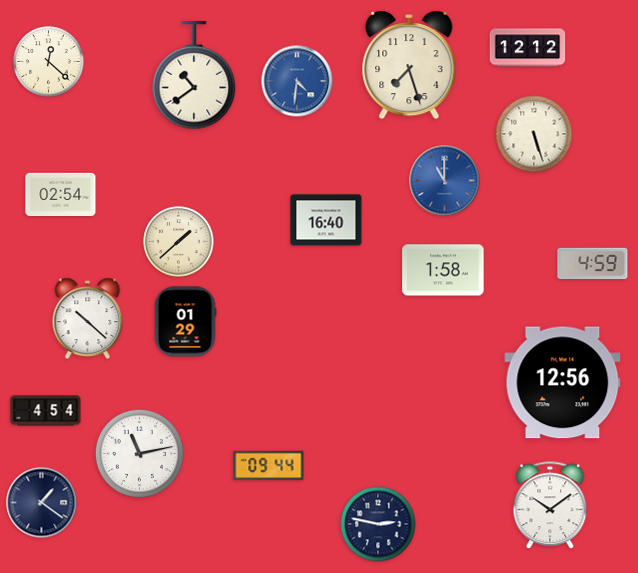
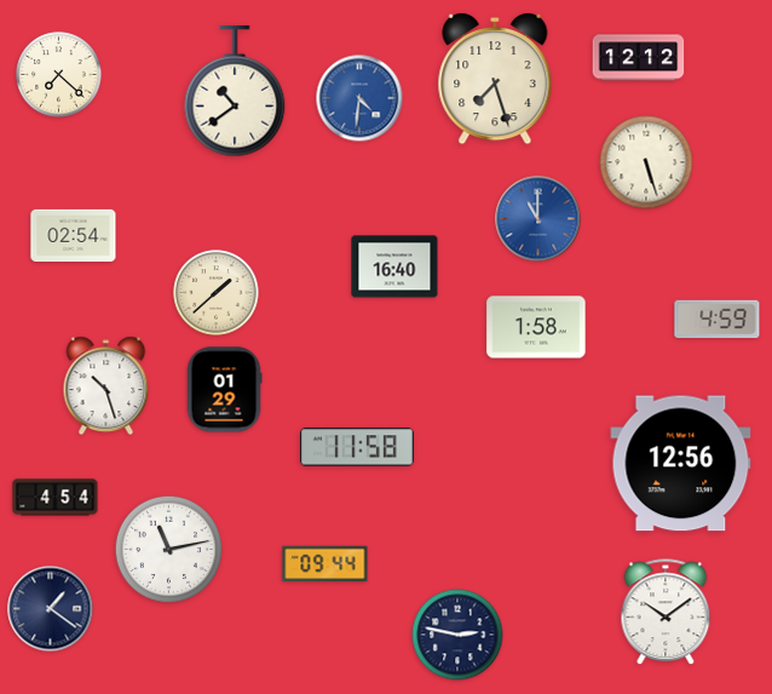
clock at (49, 62): 12:22 -> 7:22
clock at (88, 319): 10:22 -> 10:27
clock at (358, 447): none -> 11:58
